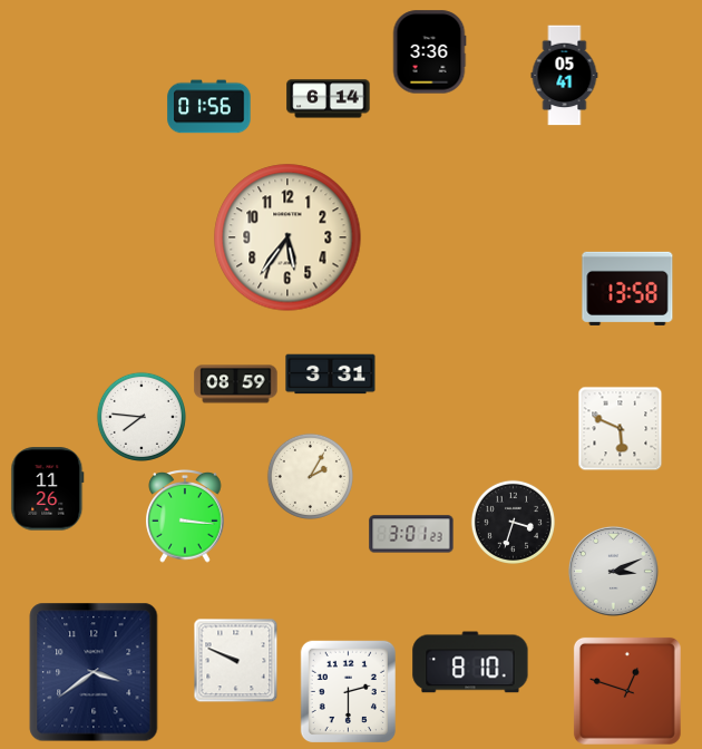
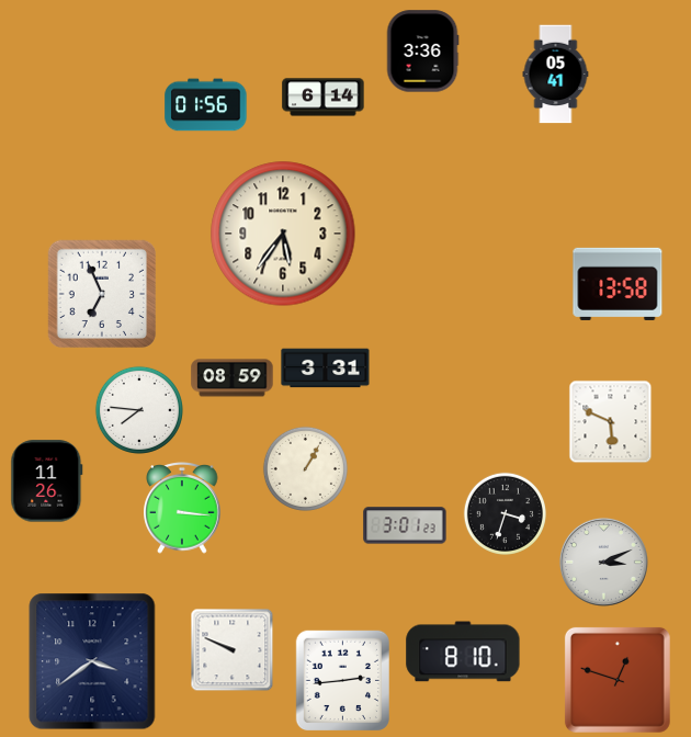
clock at (102, 294): none -> 6:56
clock at (310, 476): 2:05 -> 1:05
clock at (348, 691): 2:30 -> 2:44
